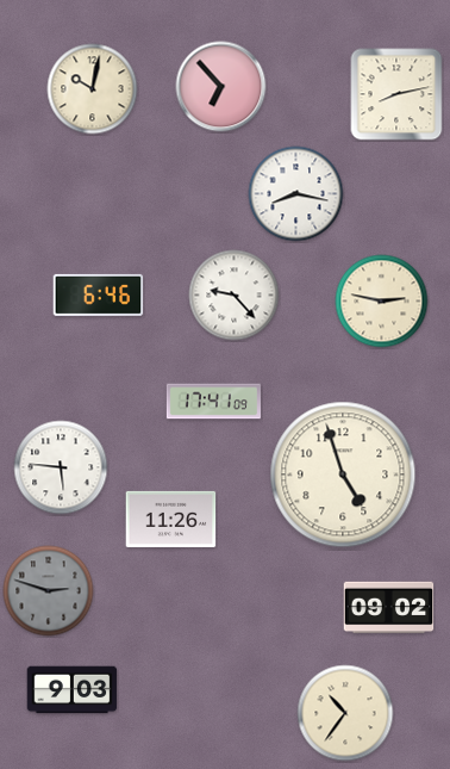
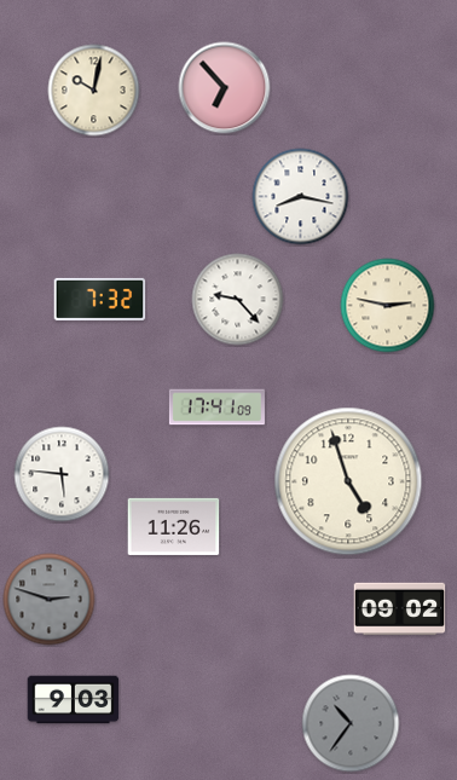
clock at (396, 94): 8:13 -> none
clock at (99, 294): 6:46 -> 7:32
clock at (389, 608) position: (389, 608) -> (400, 609)
clock at (345, 713) dial: cream -> grey
